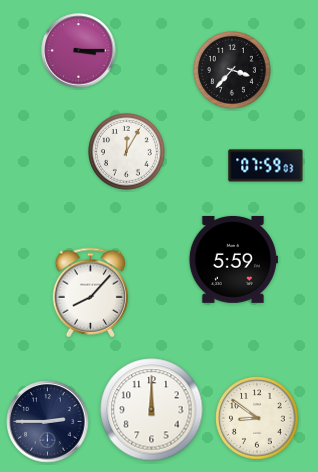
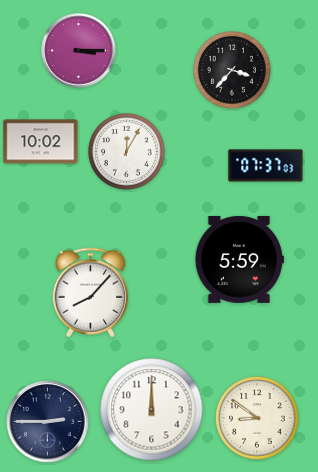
clock at (41, 142): none -> 10:02
clock at (266, 166): 07:59 -> 07:37
clock at (233, 259) position: (233, 259) -> (239, 259)
